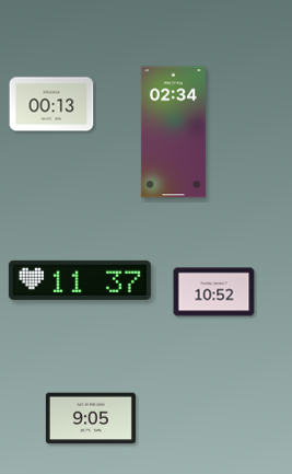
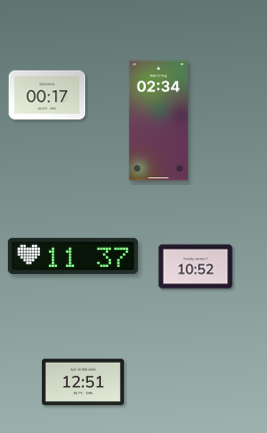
clock at (51, 104): 00:13 -> 00:17
clock at (91, 418): 9:05 -> 12:51
